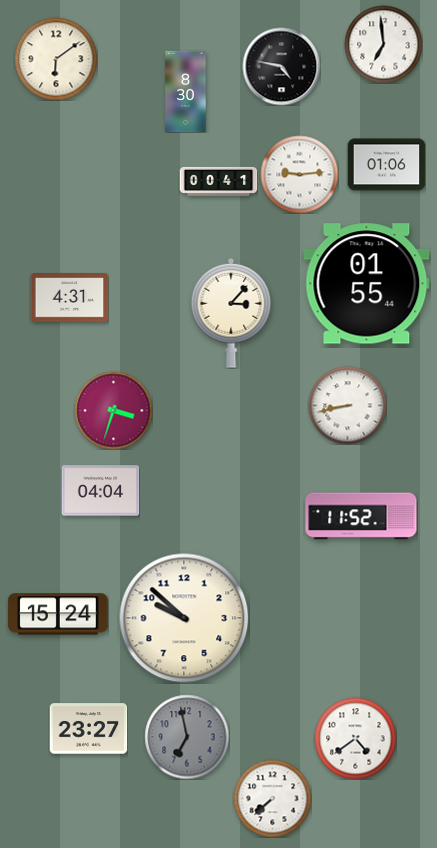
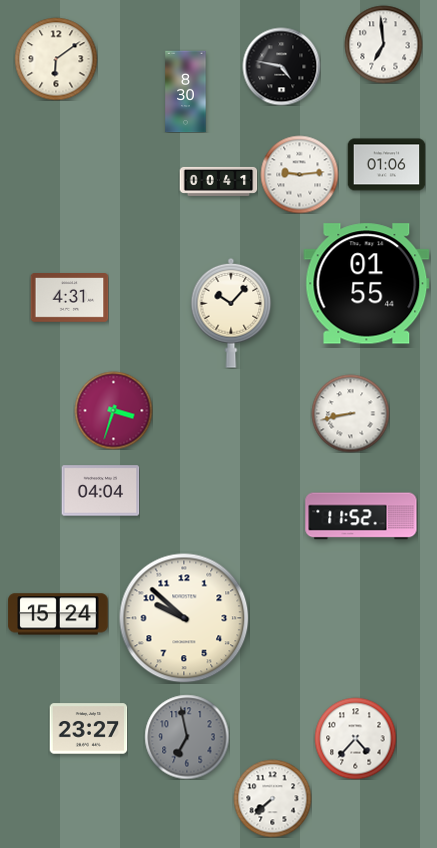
clock at (231, 313): 3:07 -> 10:07
clock at (347, 405) position: (347, 405) -> (350, 413)
clock at (355, 738): 4:39 -> 4:37
